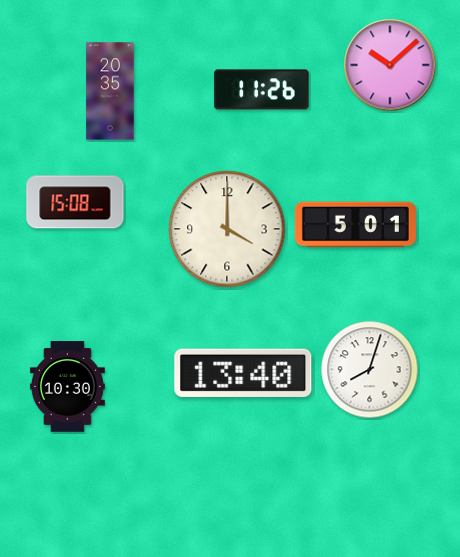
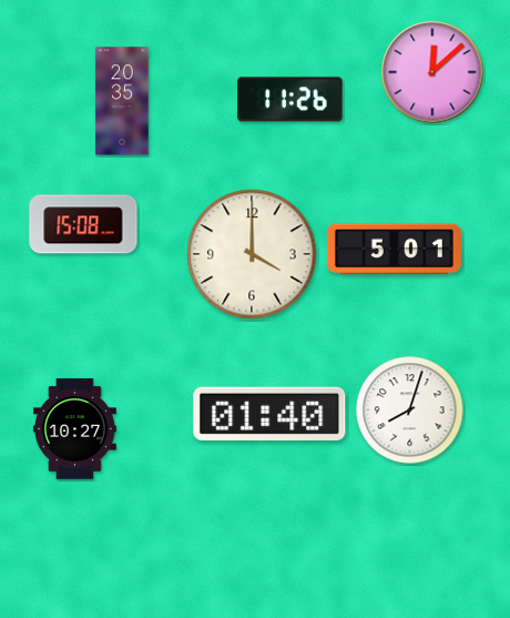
clock at (390, 65): 10:08 -> 12:08
clock at (243, 373): 13:40 -> 01:40
clock at (67, 387): 10:30 -> 10:27
